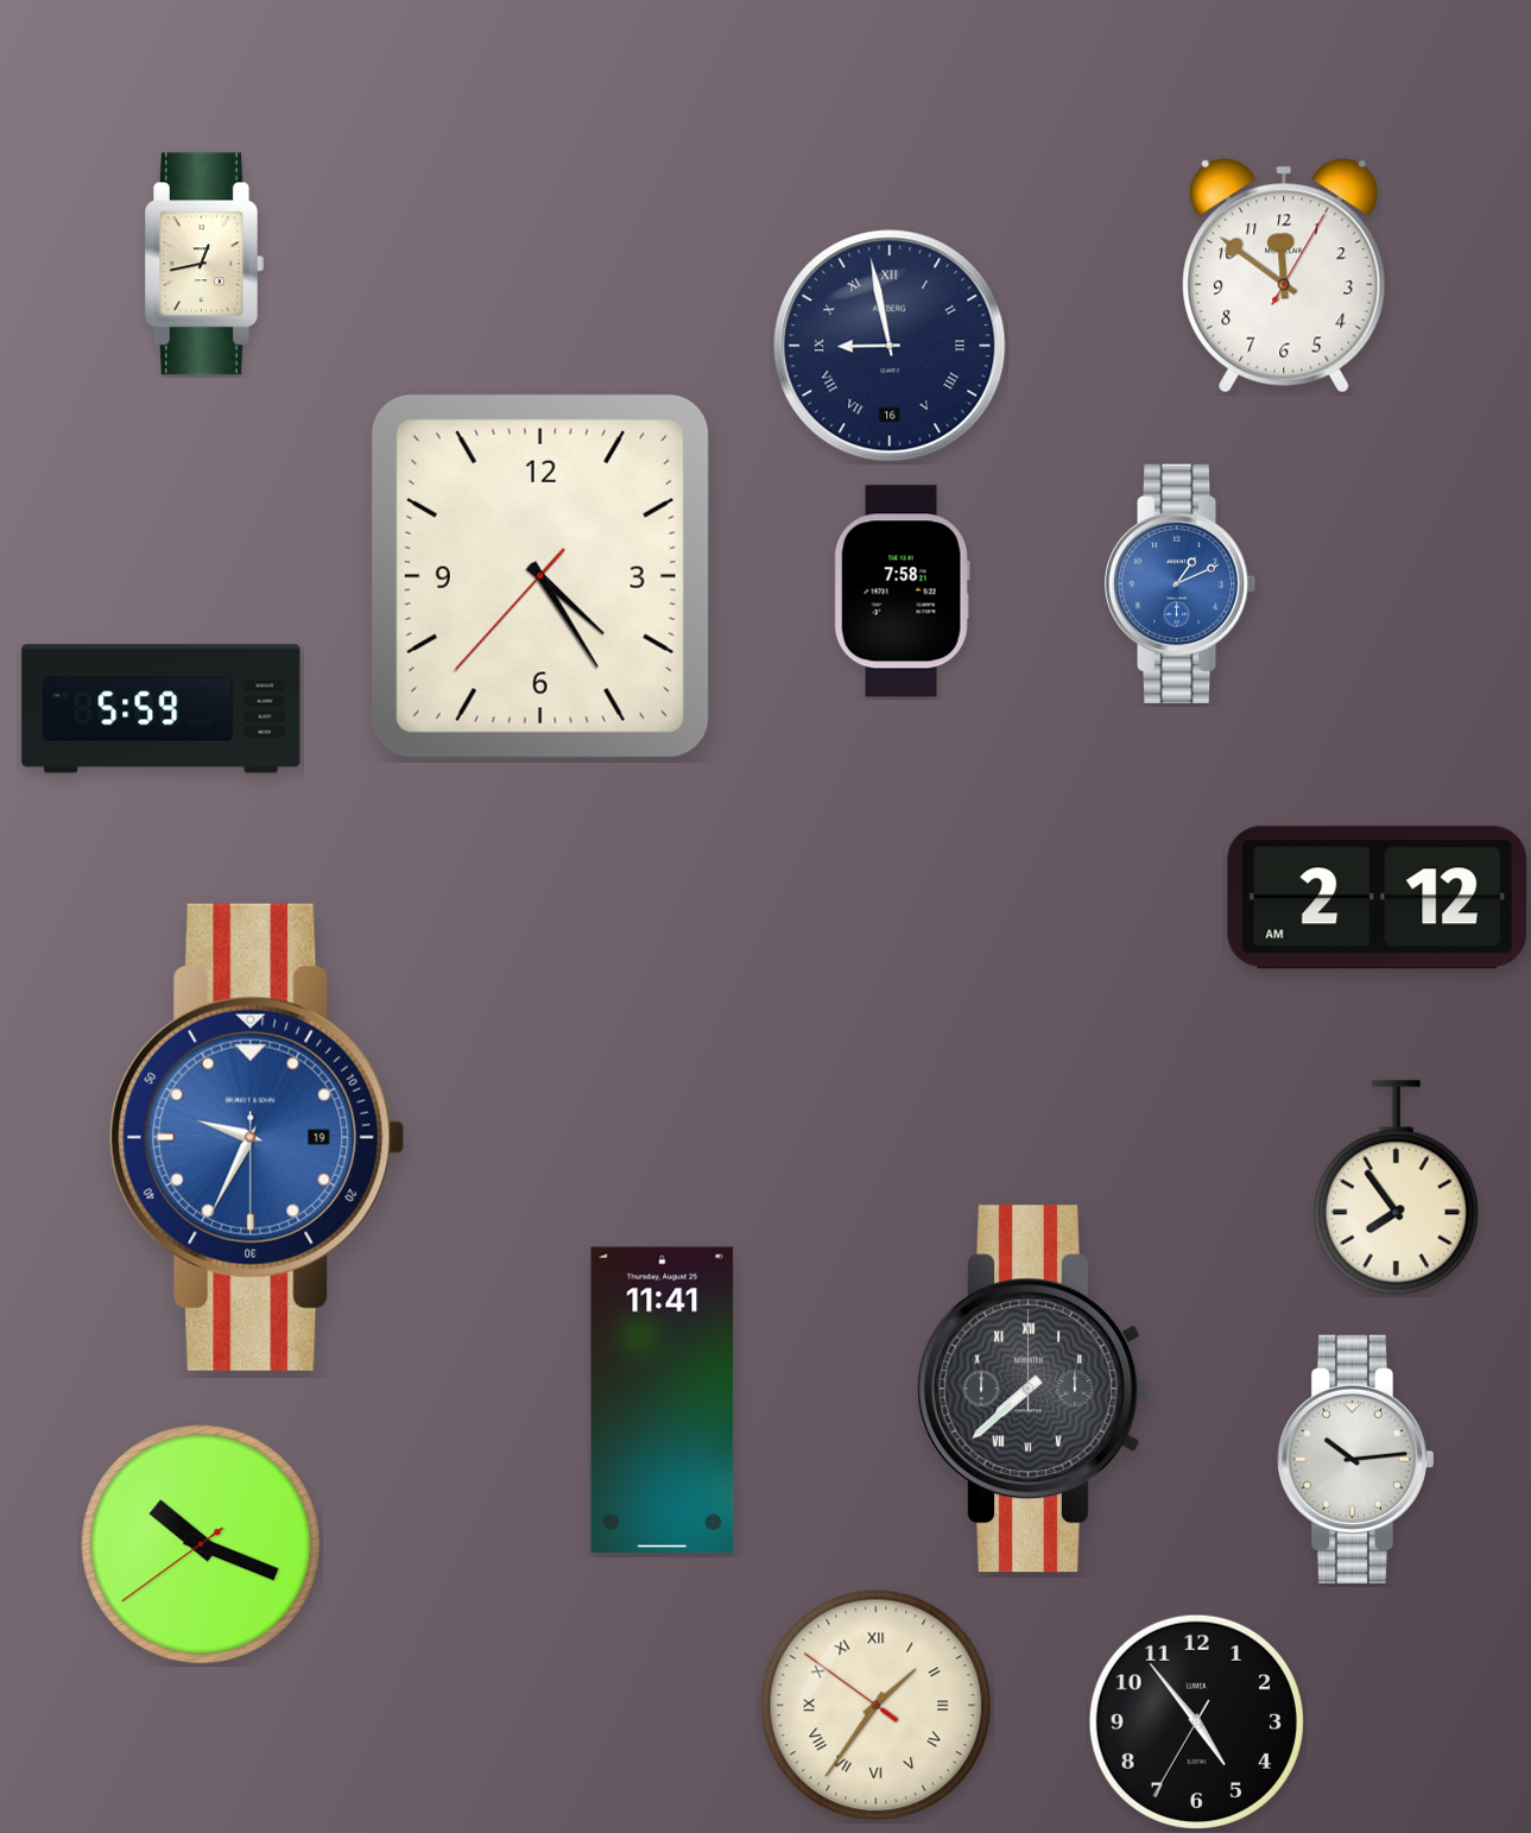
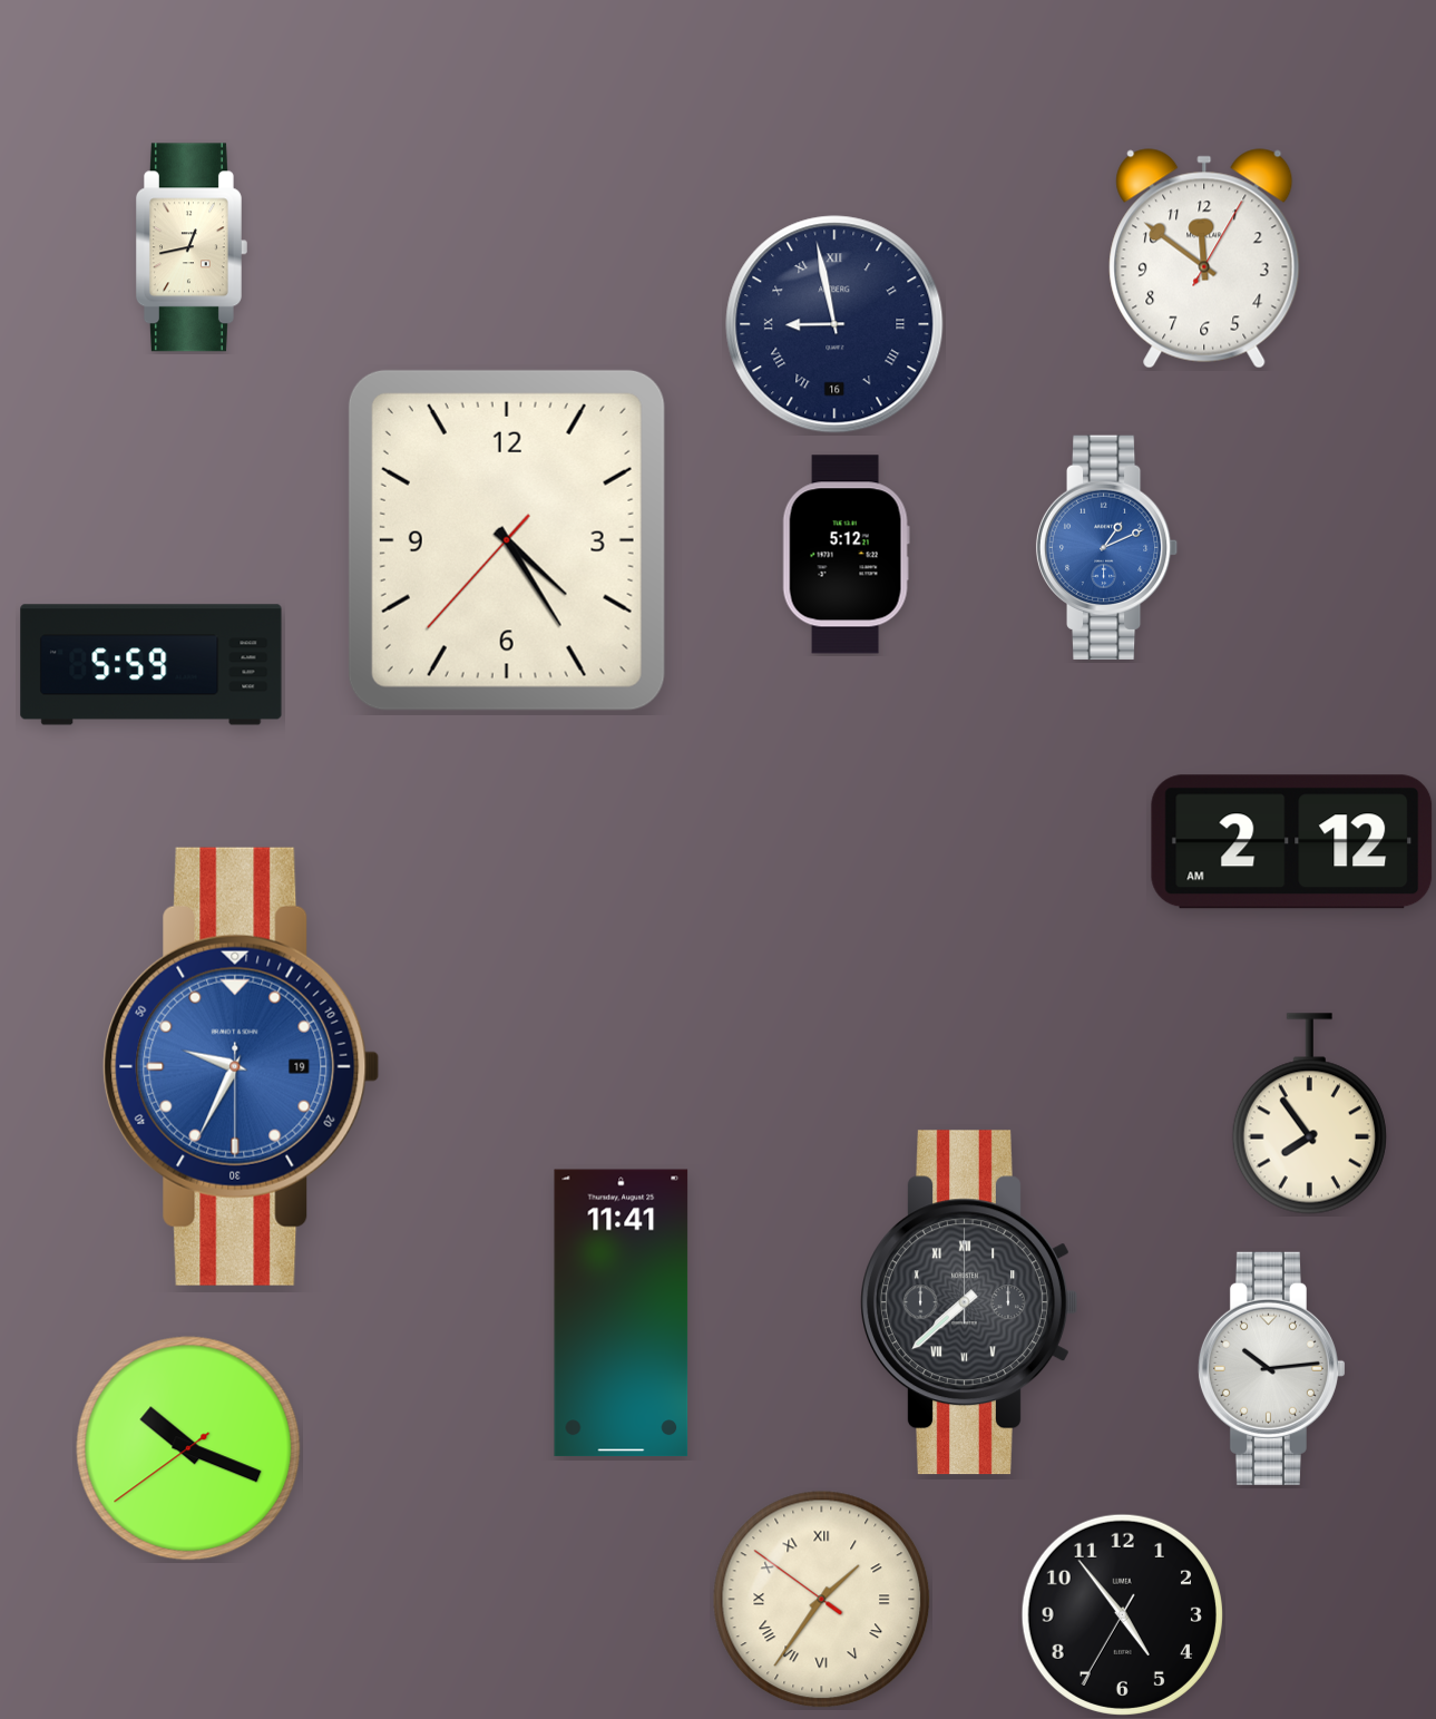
clock at (901, 592): 7:58 -> 5:12
